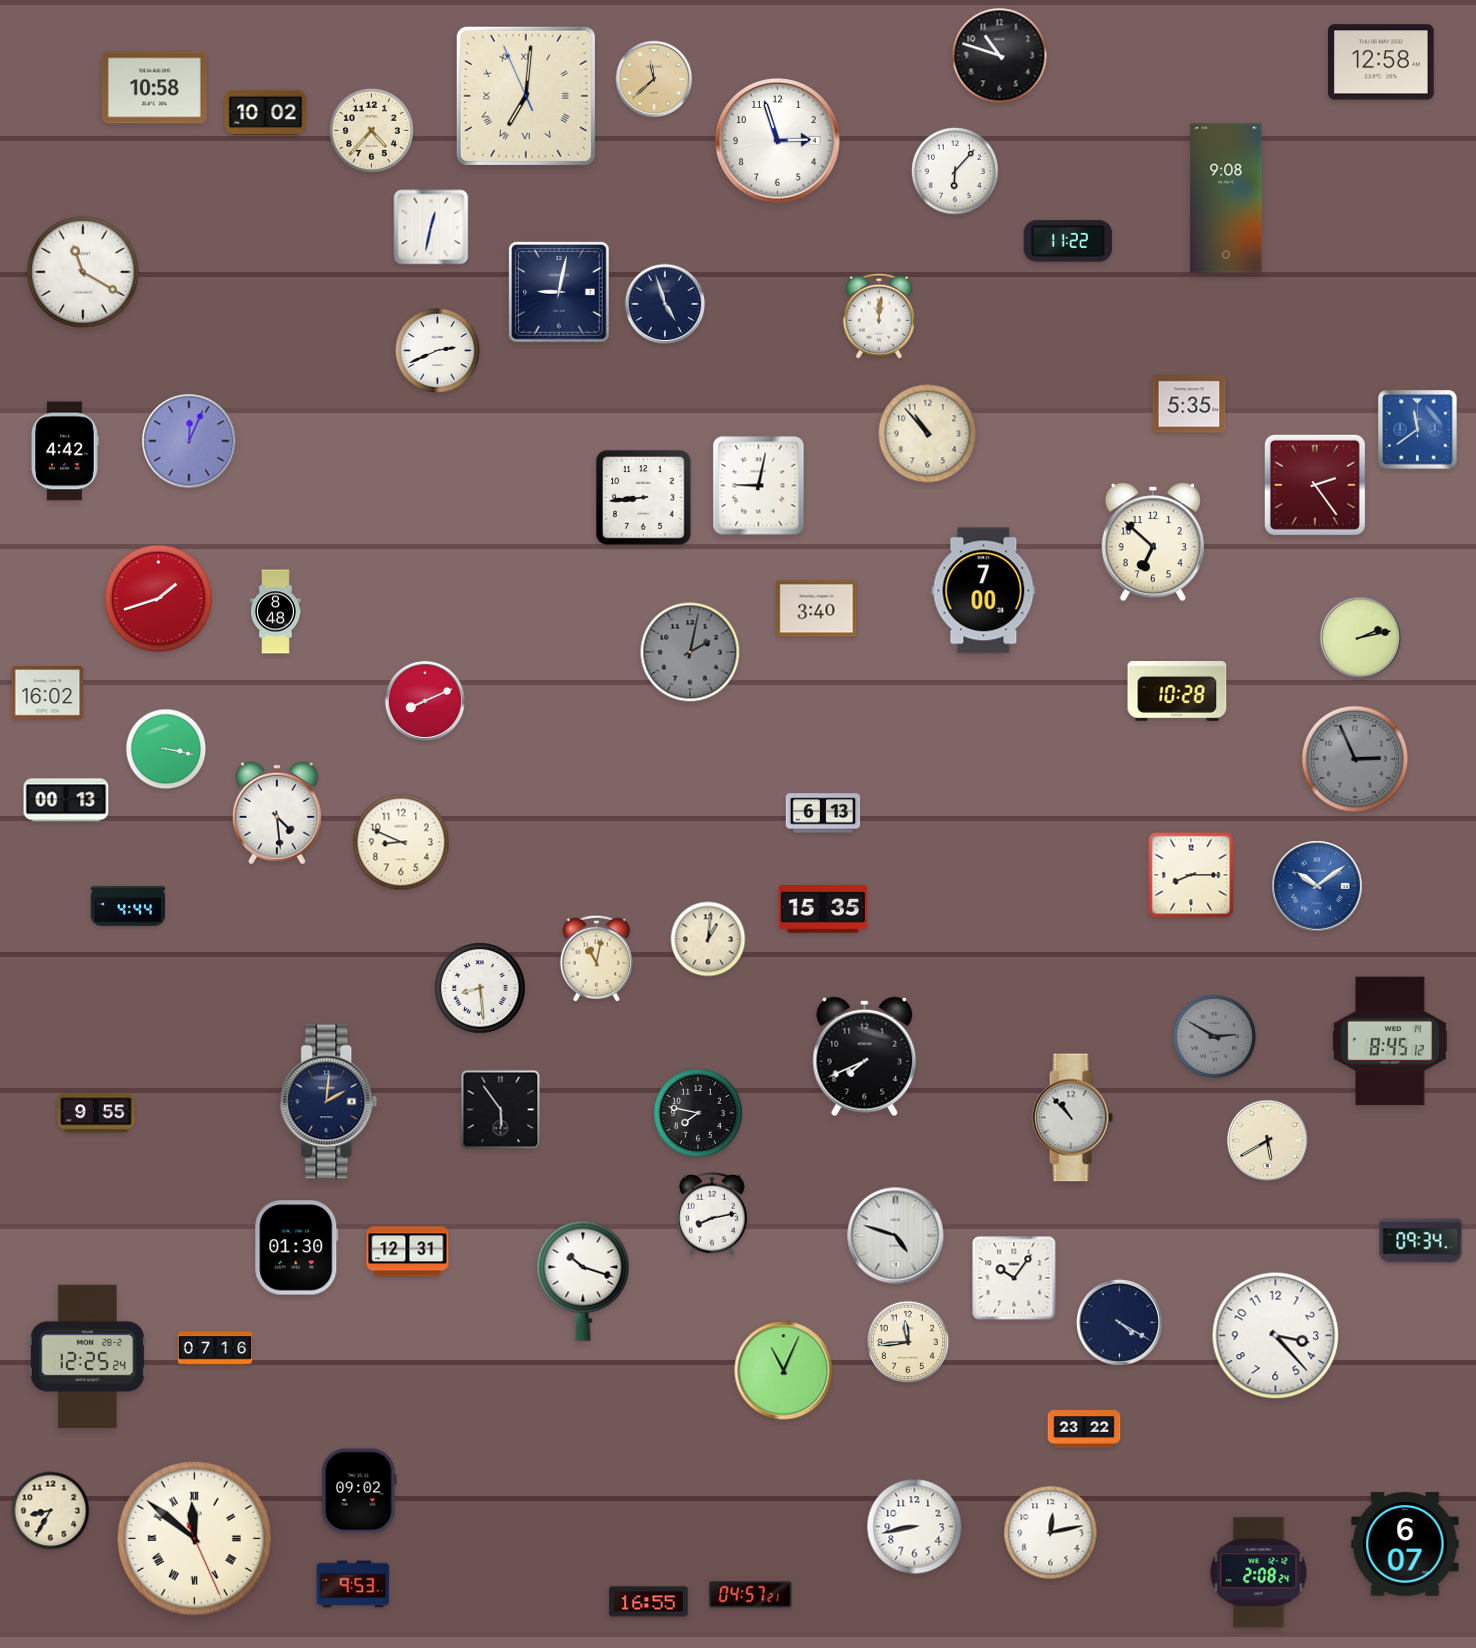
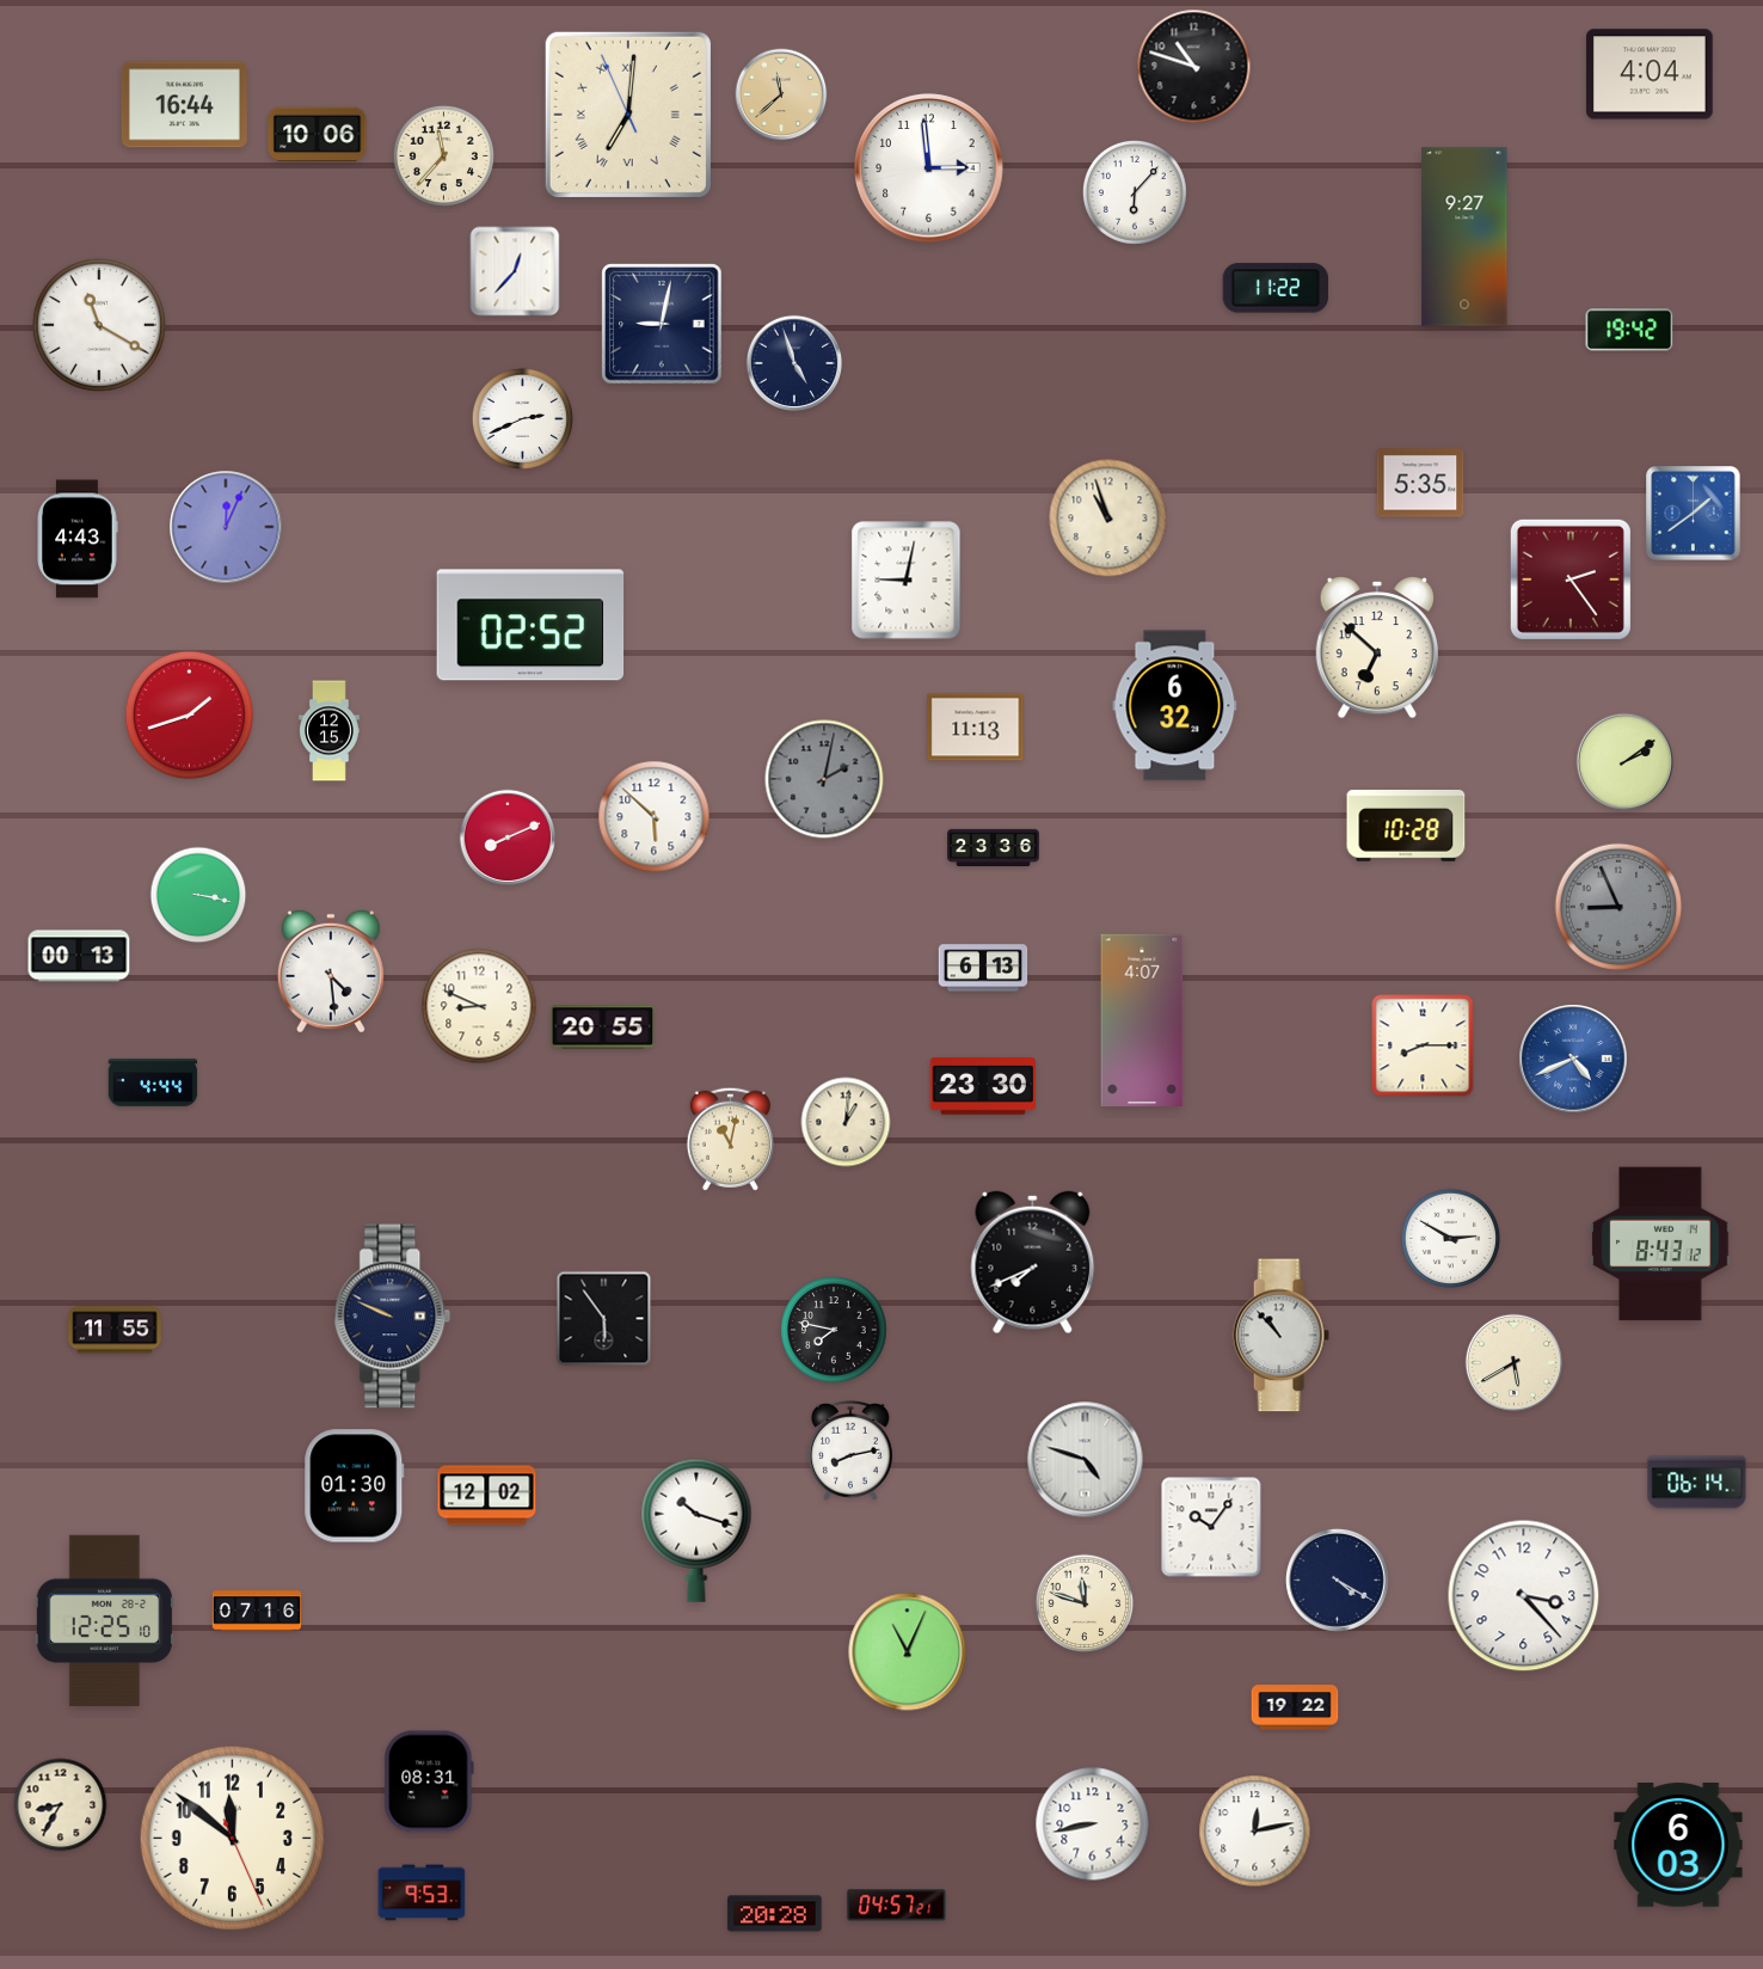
clock at (1382, 62): 12:58 -> 4:04
clock at (154, 88): 10:58 -> 16:44
clock at (266, 113): 10:02 -> 10:06
clock at (371, 130): 4:37 -> 11:37
clock at (778, 141): 2:57 -> 2:59
clock at (955, 171) position: (955, 171) -> (1135, 192)
clock at (1226, 198): 9:08 -> 9:27
clock at (431, 227): 12:32 -> 12:37
clock at (1629, 330): none -> 19:42
clock at (559, 292) position: (559, 292) -> (662, 324)
clock at (879, 316): 12:01 -> none
clock at (1418, 430): 11:39 -> 1:39
clock at (928, 434): 10:53 -> 10:57
clock at (65, 451): 4:42 -> 4:43
clock at (644, 498): 8:44 -> none
clock at (530, 625): none -> 02:52
clock at (984, 591): 7:00 -> 6:32
clock at (817, 609): 3:40 -> 11:13
clock at (276, 612): 8:48 -> 12:15
clock at (1360, 637): 2:13 -> 2:09
clock at (655, 817): none -> 5:52
clock at (48, 693): 16:02 -> none
clock at (994, 847): none -> 23:36
clock at (1355, 759): 2:56 -> 8:56
clock at (823, 813) position: (823, 813) -> (983, 968)
clock at (1142, 1020): none -> 4:07
clock at (603, 1028): none -> 20:55
clock at (1317, 886): 10:09 -> 4:41
clock at (822, 909): 15:35 -> 23:30
clock at (596, 958) position: (596, 958) -> (730, 1139)
clock at (480, 988): 8:29 -> none
clock at (1215, 1037) dial: grey -> white
clock at (1390, 1041): 8:45 -> 8:43
clock at (329, 1102): 2:01 -> 9:49
clock at (501, 1110) position: (501, 1110) -> (604, 1319)
clock at (96, 1113): 9:55 -> 11:55
clock at (896, 1236) position: (896, 1236) -> (1086, 1460)
clock at (1421, 1241): 09:34 -> 06:14
clock at (297, 1248) position: (297, 1248) -> (355, 1486)
clock at (408, 1252): 12:31 -> 12:02
clock at (908, 1342): 11:44 -> 11:48
clock at (87, 1357): 12:25:24 -> 12:25:10
clock at (784, 1371) position: (784, 1371) -> (908, 1652)
clock at (1084, 1429): 23:22 -> 19:22
clock at (359, 1491): 09:02 -> 08:31
clock at (194, 1538) numerals: Roman -> Arabic
clock at (1405, 1544): 6:07 -> 6:03
clock at (1259, 1573): 2:08 -> none
clock at (649, 1602): 16:55 -> 20:28
